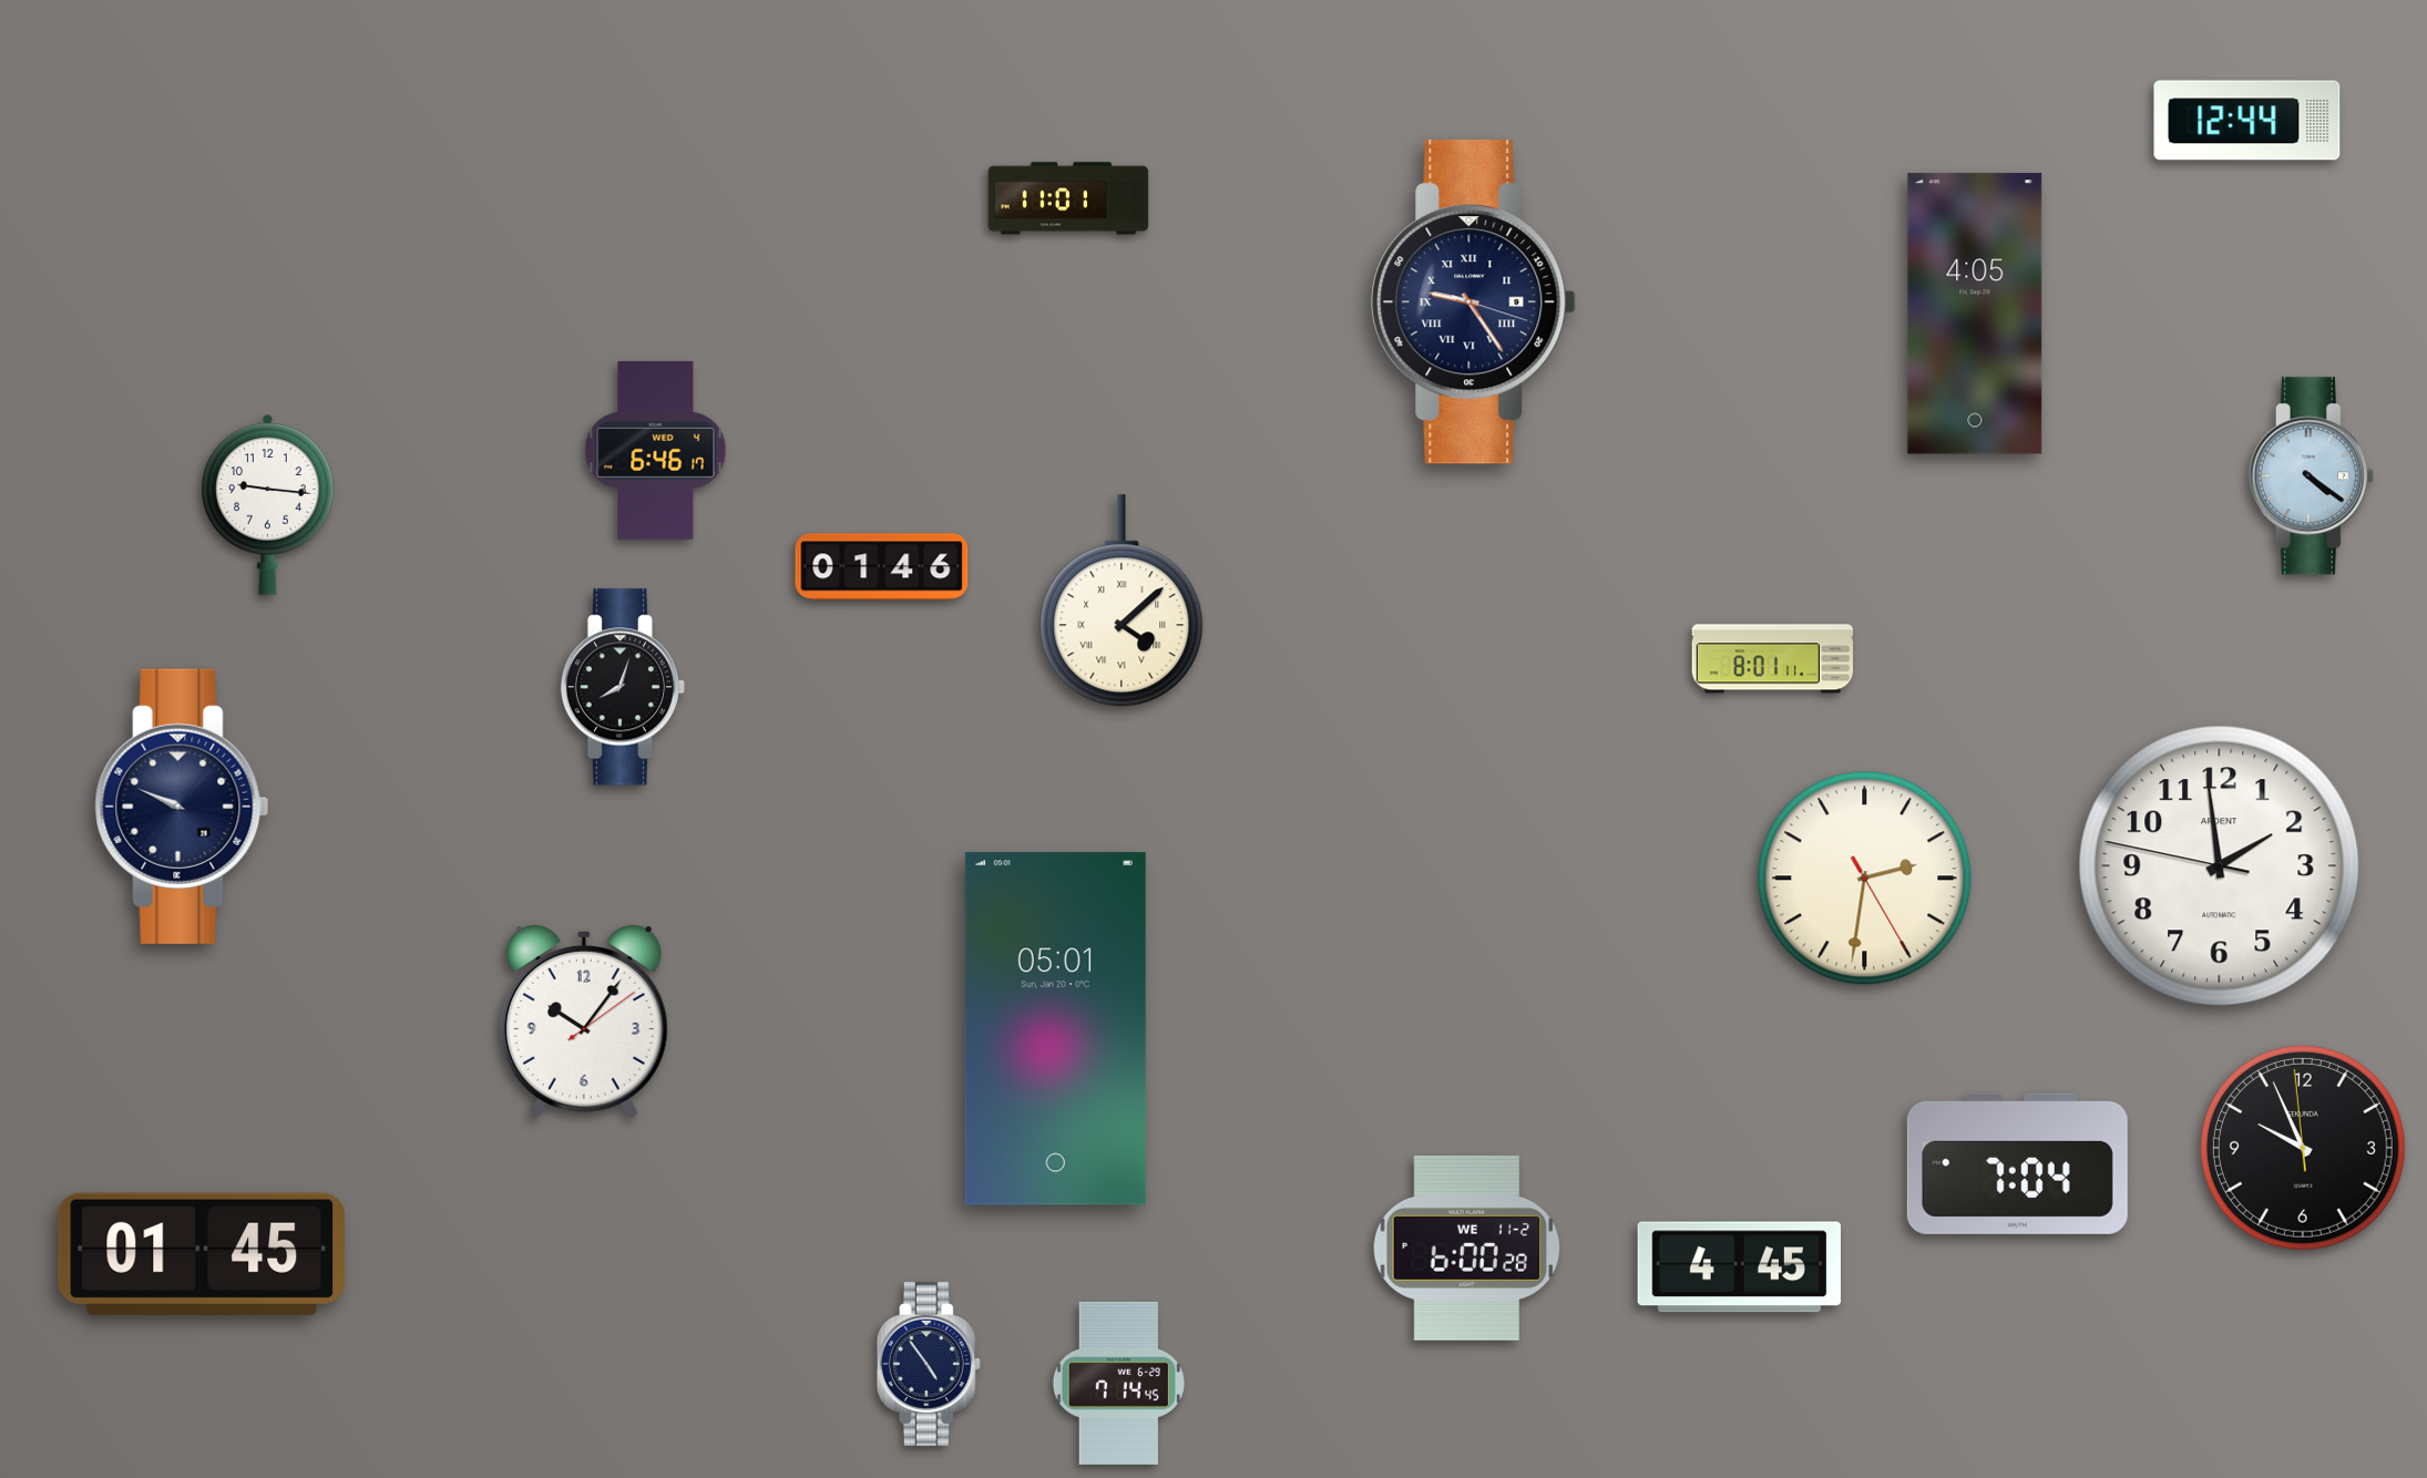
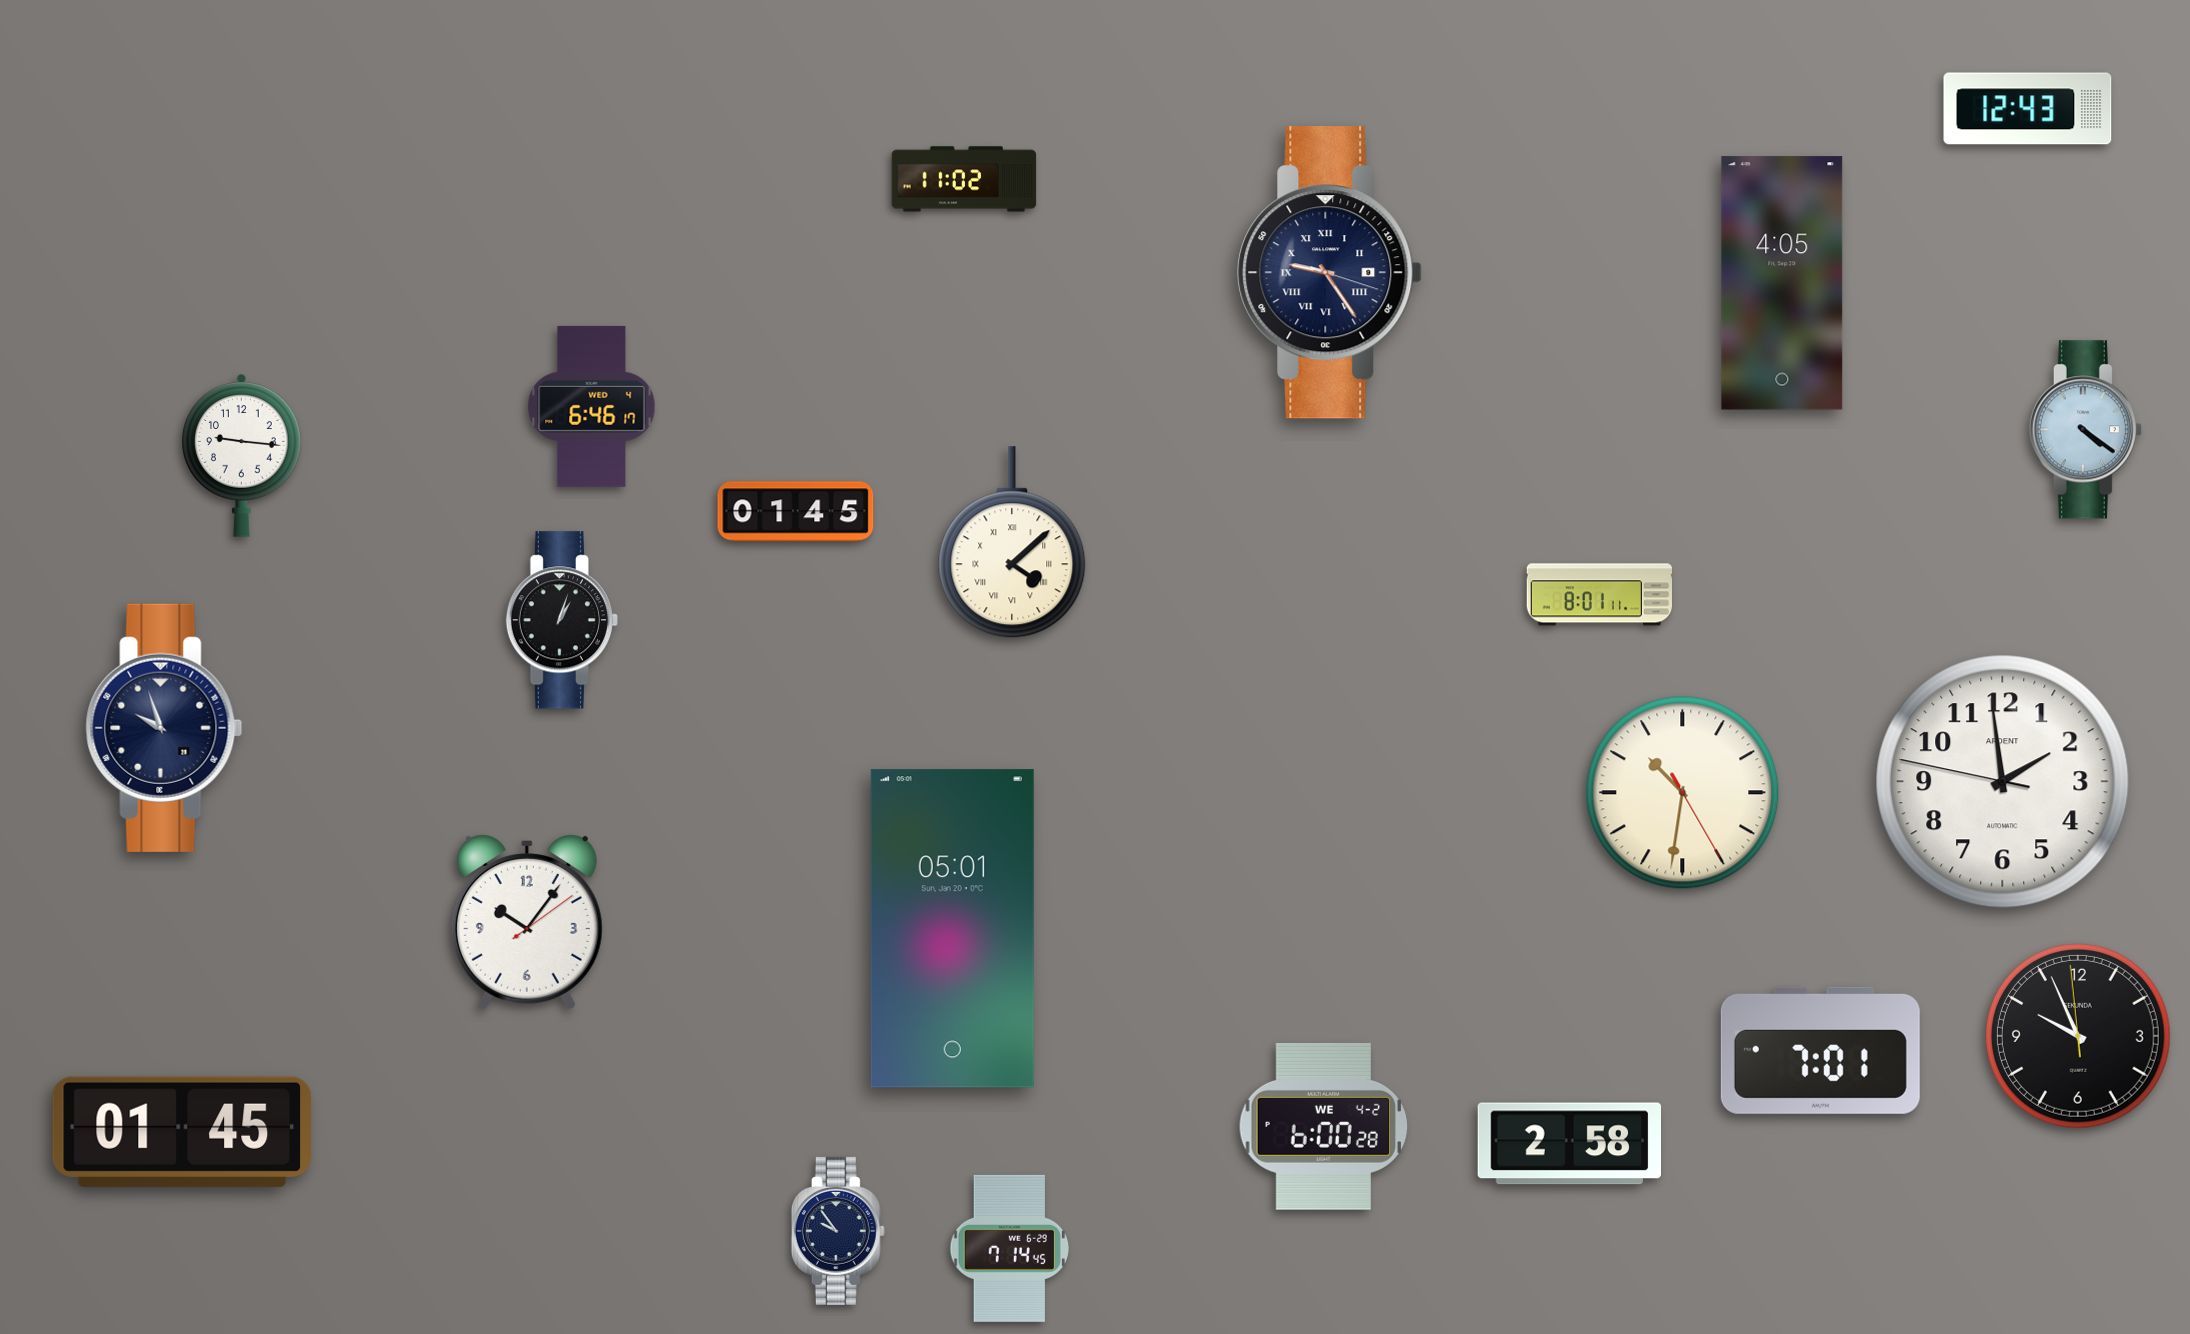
clock at (2247, 121): 12:44 -> 12:43
clock at (1068, 198): 11:01 -> 11:02
clock at (882, 567): 01:46 -> 01:45
clock at (622, 687): 8:03 -> 1:03
clock at (182, 807): 9:49 -> 9:57
clock at (1865, 879): 2:31 -> 10:31
clock at (2017, 1163): 7:04 -> 7:01
clock at (1467, 1248) date: WE 11-2 -> WE 4-2
clock at (1739, 1267): 4:45 -> 2:58
clock at (929, 1364): 4:54 -> 9:54
